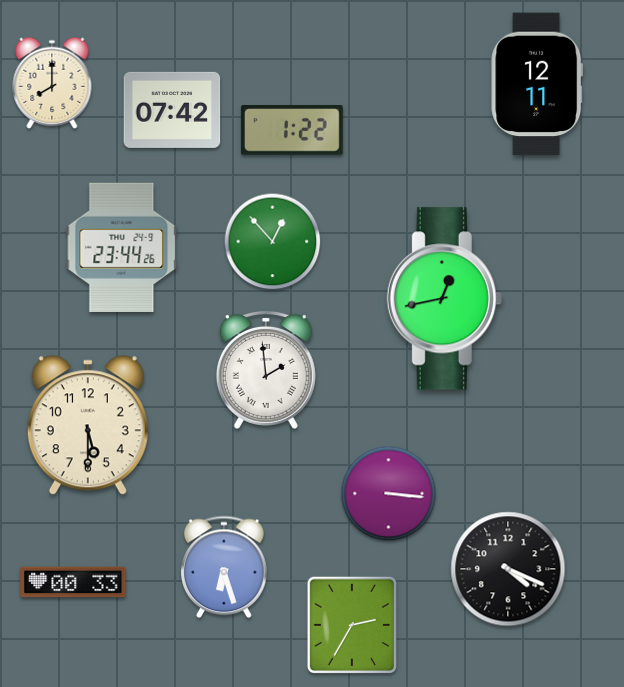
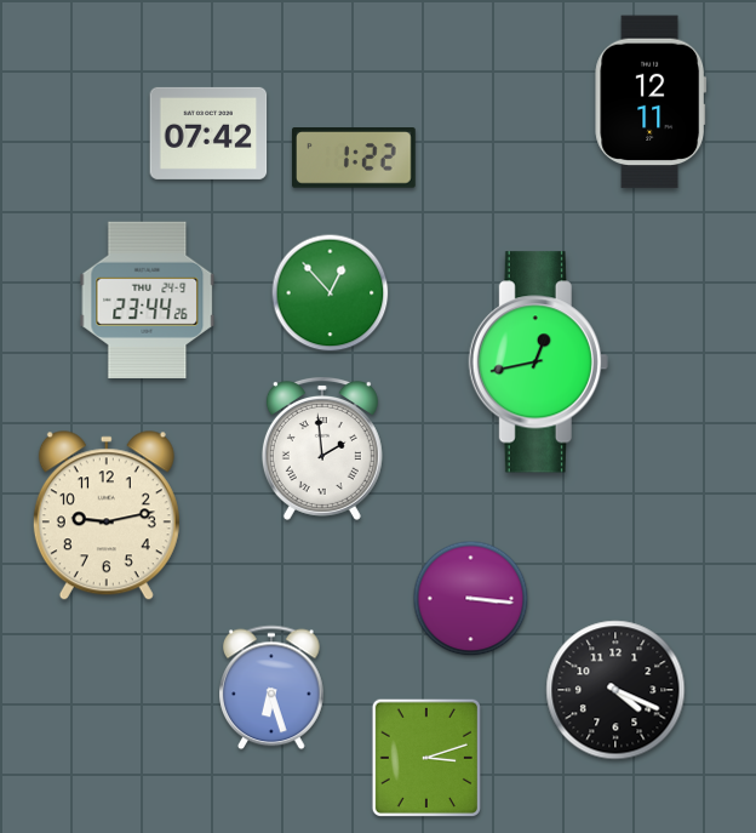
clock at (52, 83): 8:00 -> none
clock at (88, 426): 5:30 -> 9:13
clock at (73, 582): 00:33 -> none
clock at (352, 625): 2:35 -> 3:12
